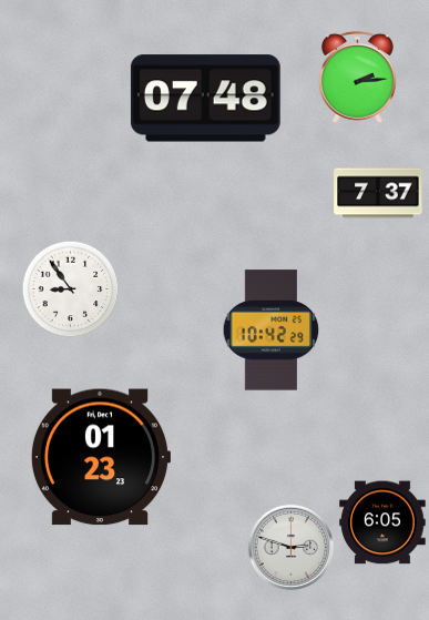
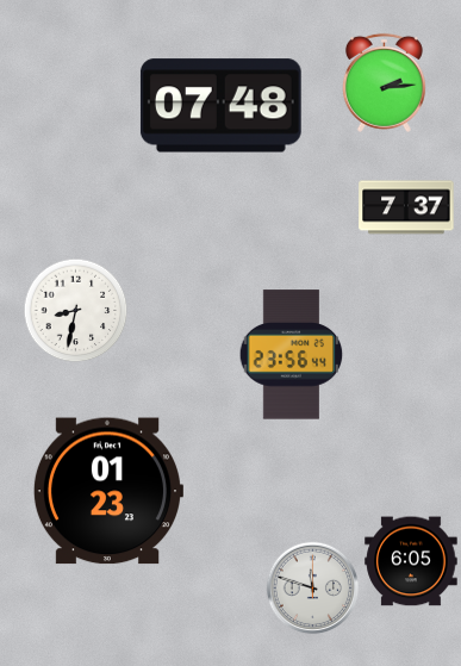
clock at (71, 289): 8:54 -> 8:32
clock at (272, 331): 10:42 -> 23:56
clock at (292, 548): 2:48 -> 11:48
